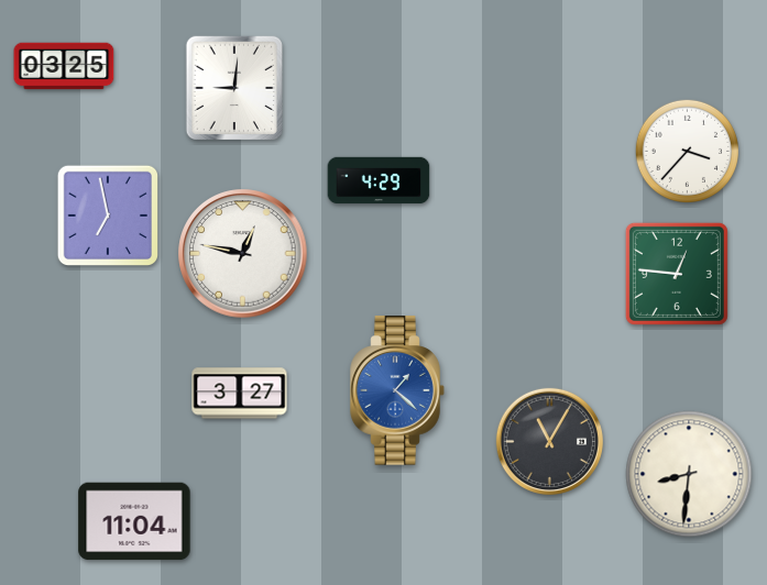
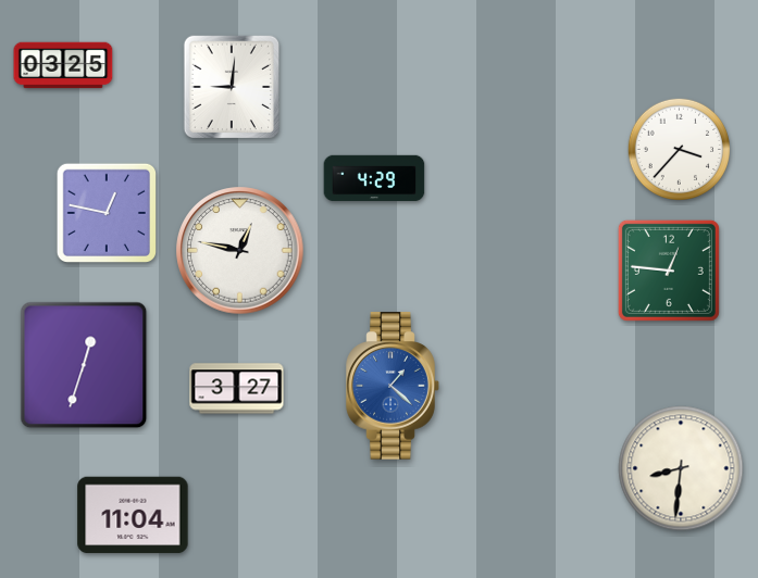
clock at (107, 214): 6:58 -> 12:47
clock at (84, 365): none -> 12:33
clock at (549, 441): 11:05 -> none
